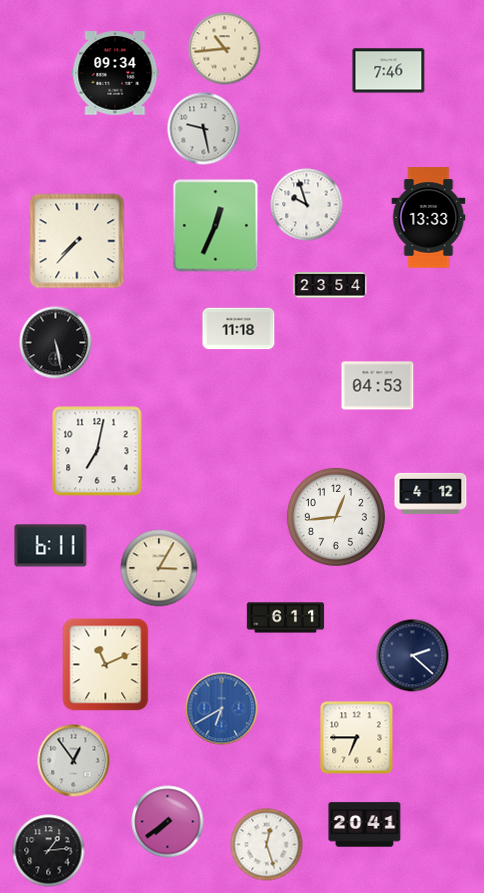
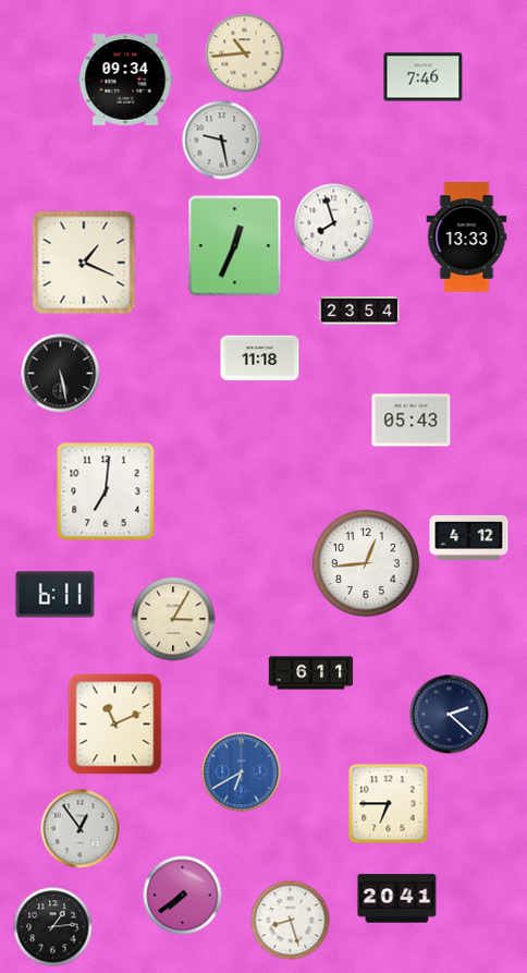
clock at (307, 205): 9:57 -> 7:57
clock at (77, 241): 7:37 -> 1:19
clock at (378, 386): 04:53 -> 05:43
clock at (97, 451): 7:02 -> 7:01
clock at (267, 845): 12:27 -> 8:27
